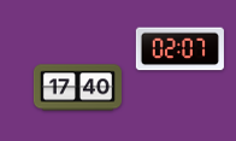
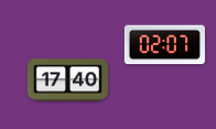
clock at (77, 88) position: (77, 88) -> (67, 80)
